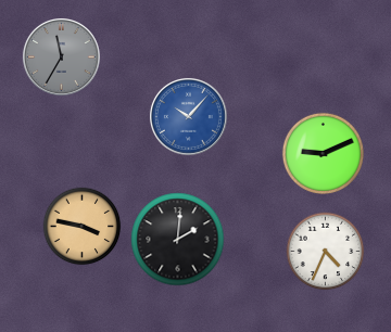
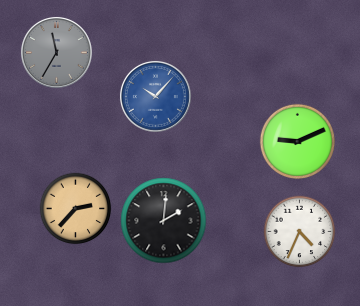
clock at (188, 116) position: (188, 116) -> (155, 96)
clock at (83, 227): 3:47 -> 2:37
